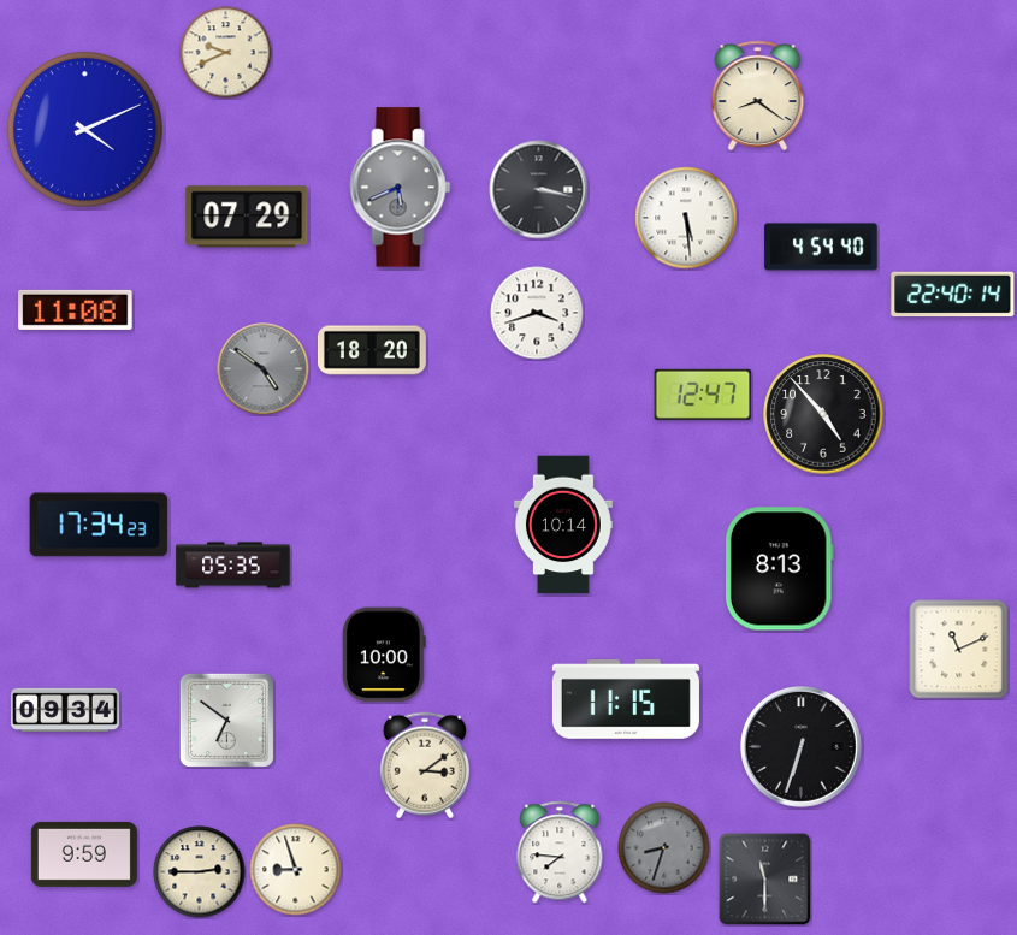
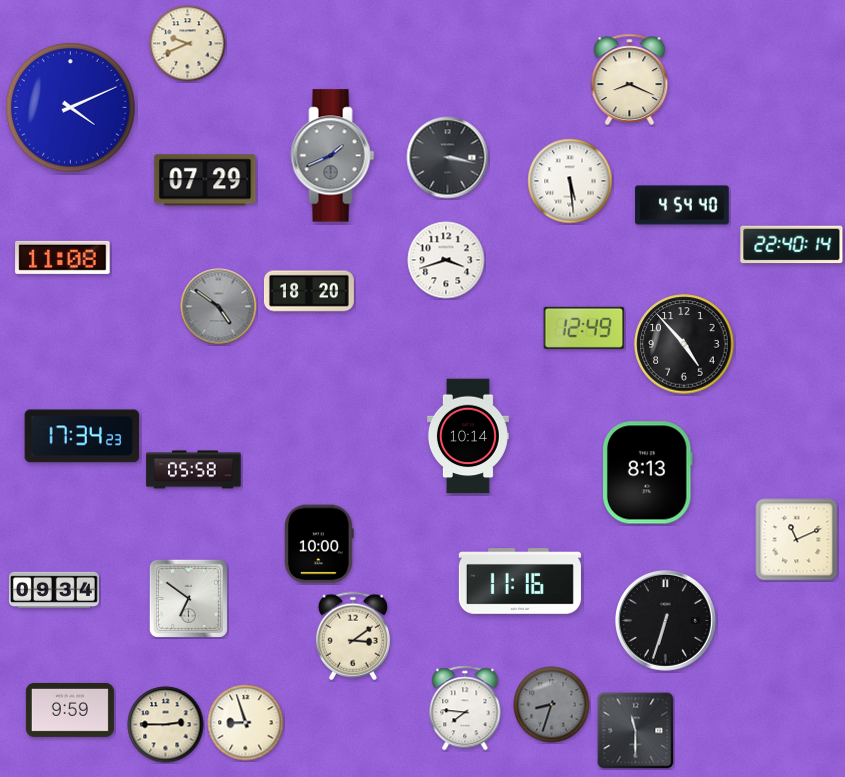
clock at (758, 95): 8:21 -> 8:19
clock at (401, 188): 5:41 -> 1:41
clock at (703, 395): 12:47 -> 12:49
clock at (233, 566): 05:35 -> 05:58
clock at (626, 699): 11:15 -> 11:16
